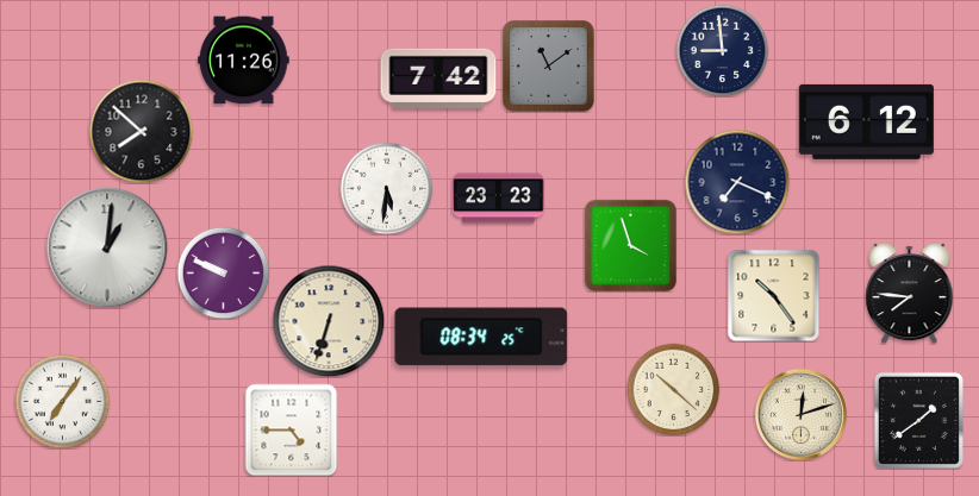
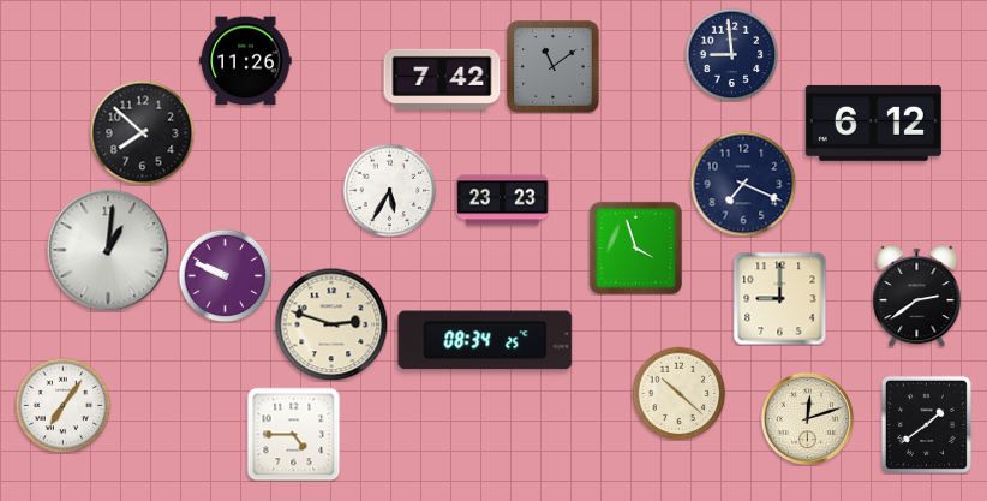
clock at (722, 50) position: (722, 50) -> (731, 54)
clock at (386, 188): 5:31 -> 5:35
clock at (910, 293): 7:46 -> 2:39
clock at (773, 295): 10:24 -> 9:00
clock at (329, 321): 6:33 -> 2:48
